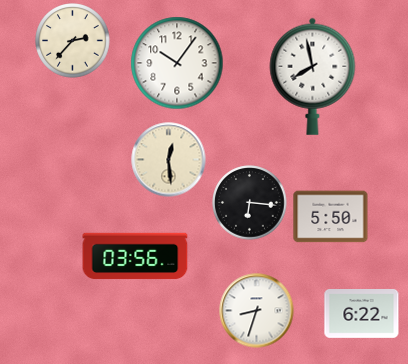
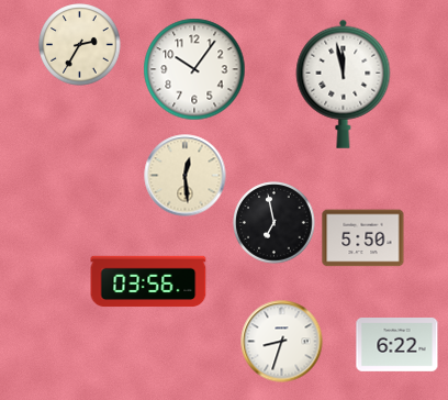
clock at (73, 41): 2:37 -> 2:35
clock at (313, 76): 7:58 -> 11:58
clock at (250, 203): 6:16 -> 6:58
